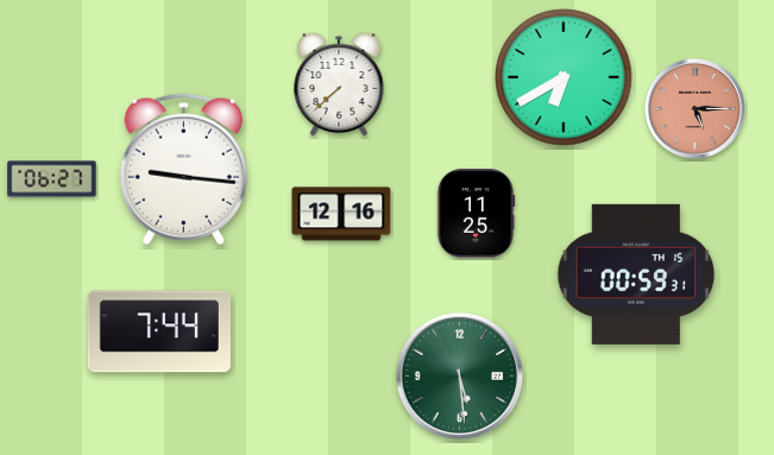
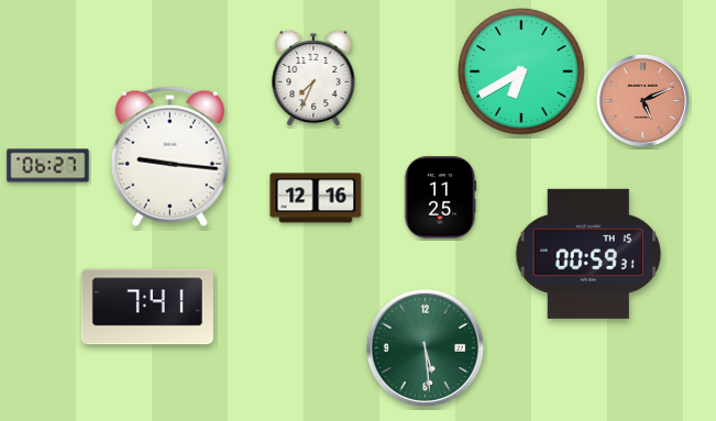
clock at (339, 84): 7:38 -> 7:34
clock at (694, 108): 5:15 -> 5:11
clock at (159, 331): 7:44 -> 7:41
